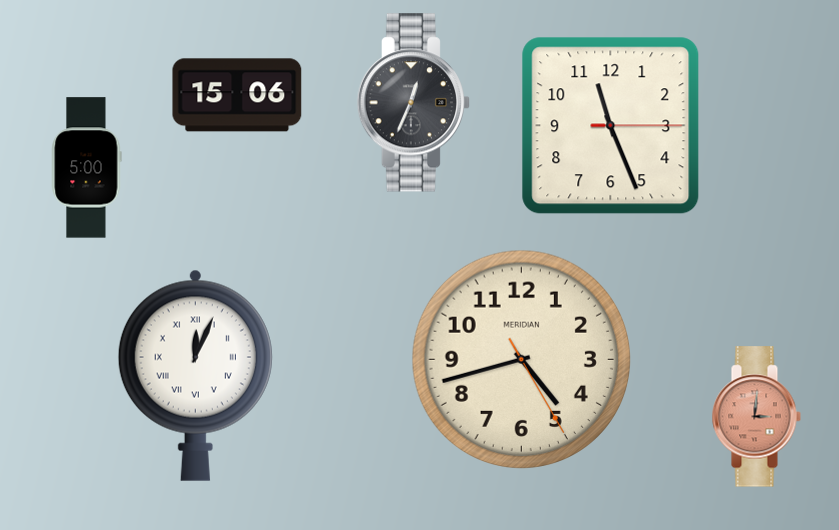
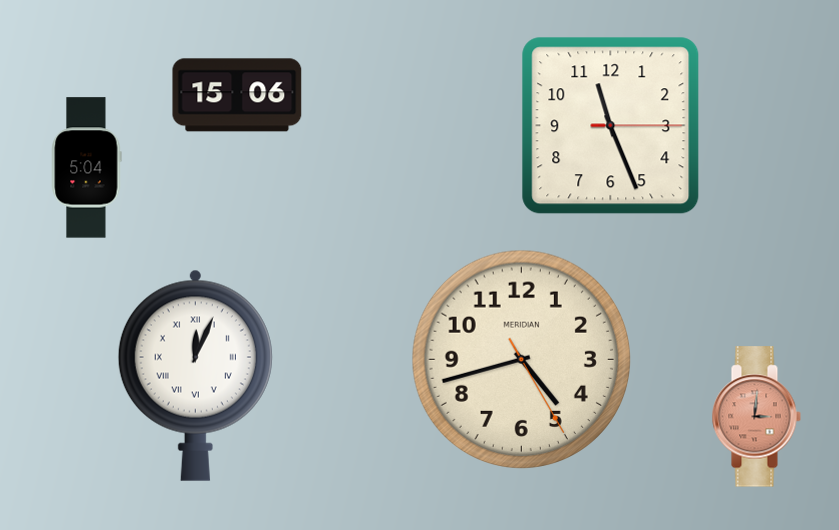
clock at (413, 103): 12:34 -> none
clock at (87, 168): 5:00 -> 5:04
